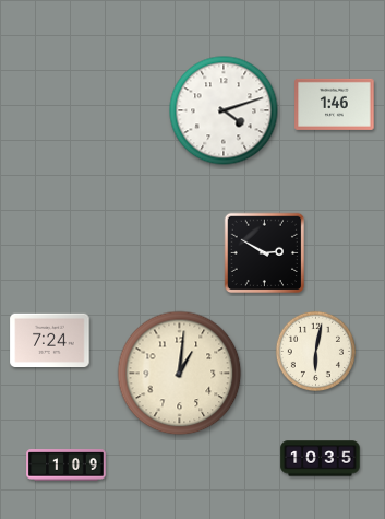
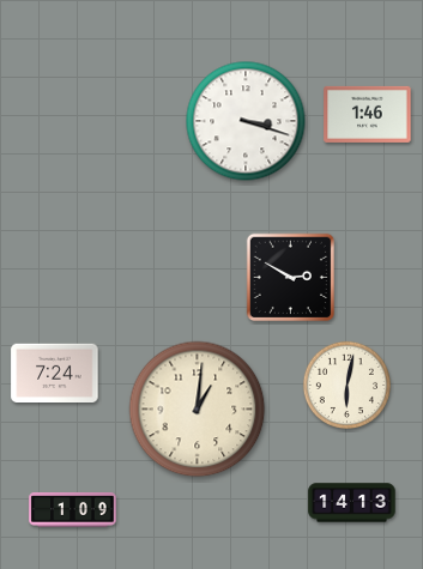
clock at (224, 110): 4:12 -> 3:18
clock at (321, 459): 10:35 -> 14:13
